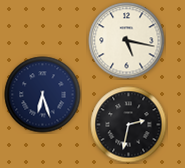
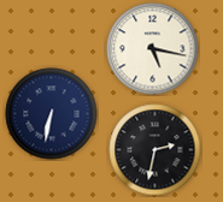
clock at (43, 95): 6:27 -> 6:32
